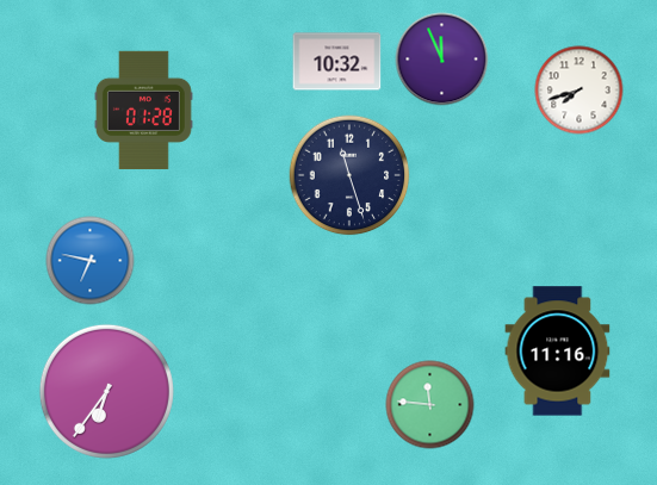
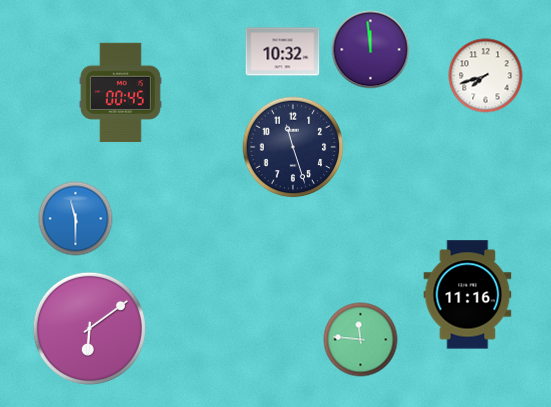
clock at (442, 60): 11:56 -> 11:59
clock at (143, 111): 01:28 -> 00:45
clock at (91, 261): 6:47 -> 11:30
clock at (106, 391): 6:36 -> 6:09
